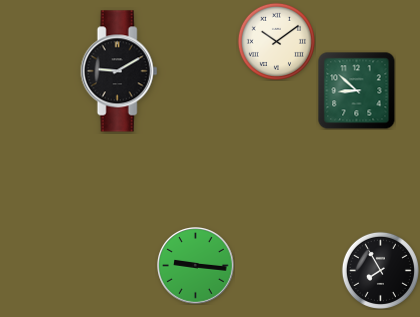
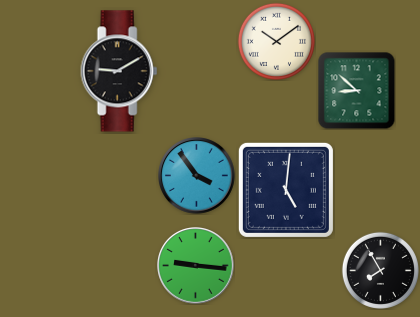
clock at (197, 176): none -> 3:54
clock at (286, 190): none -> 5:01
